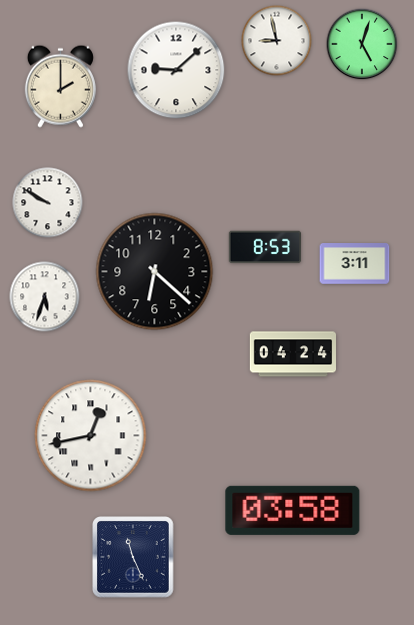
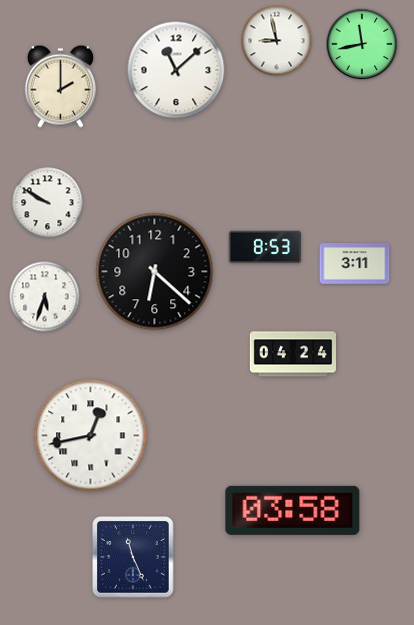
clock at (362, 44): 5:03 -> 11:43
clock at (176, 70): 9:08 -> 11:08
